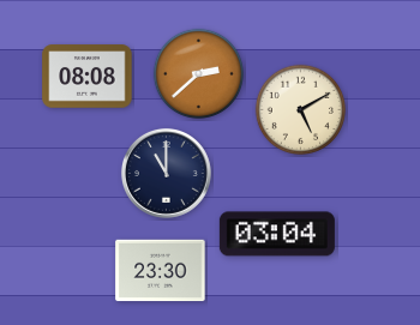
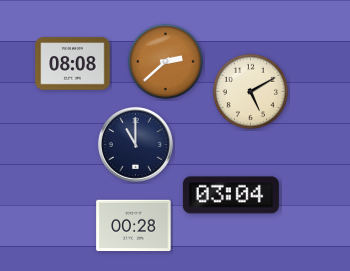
clock at (166, 173) position: (166, 173) -> (135, 144)
clock at (161, 271): 23:30 -> 00:28
